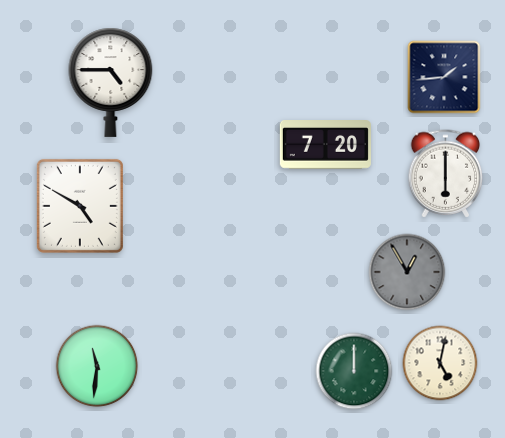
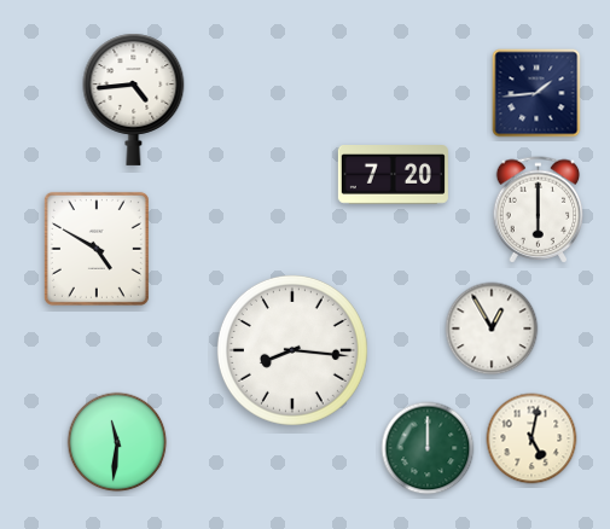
clock at (111, 82): 4:45 -> 4:44
clock at (407, 272) dial: grey -> white
clock at (292, 350): none -> 8:16
